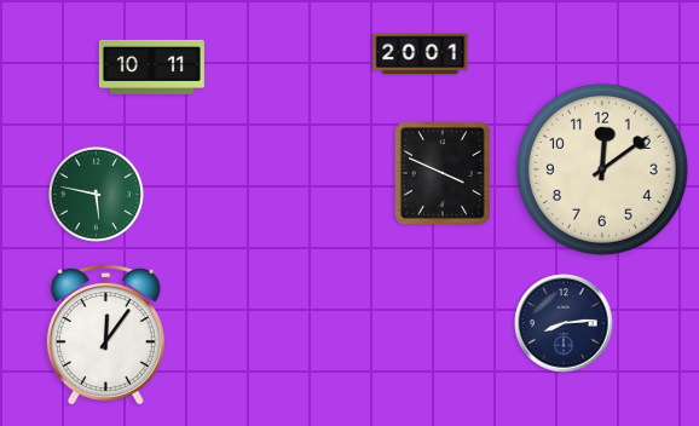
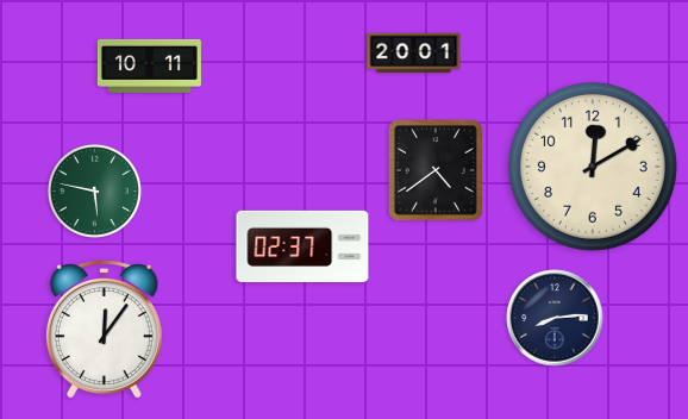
clock at (602, 169): 12:09 -> 12:10
clock at (444, 174): 3:49 -> 4:39
clock at (302, 245): none -> 02:37
